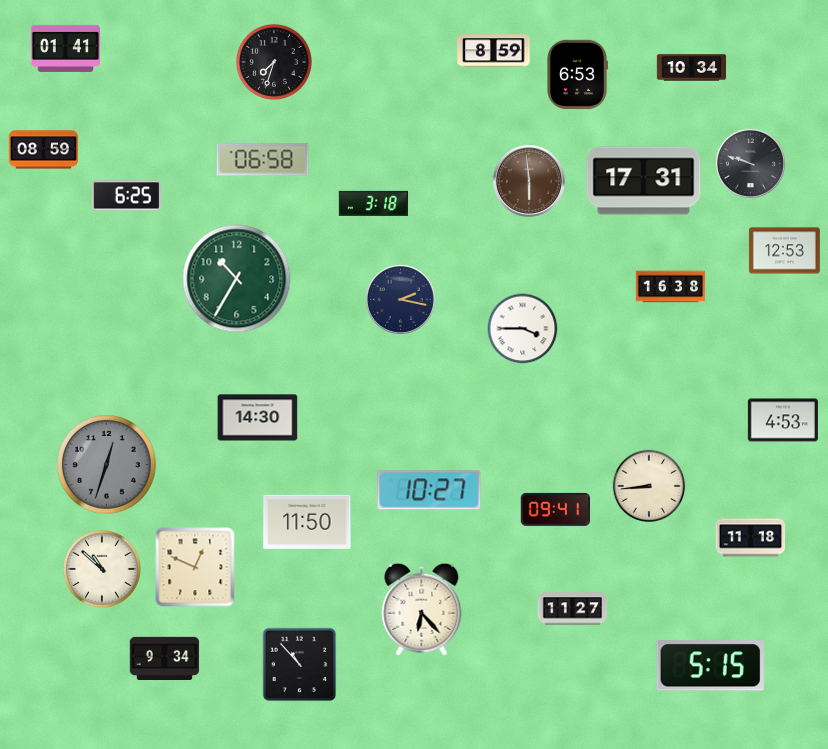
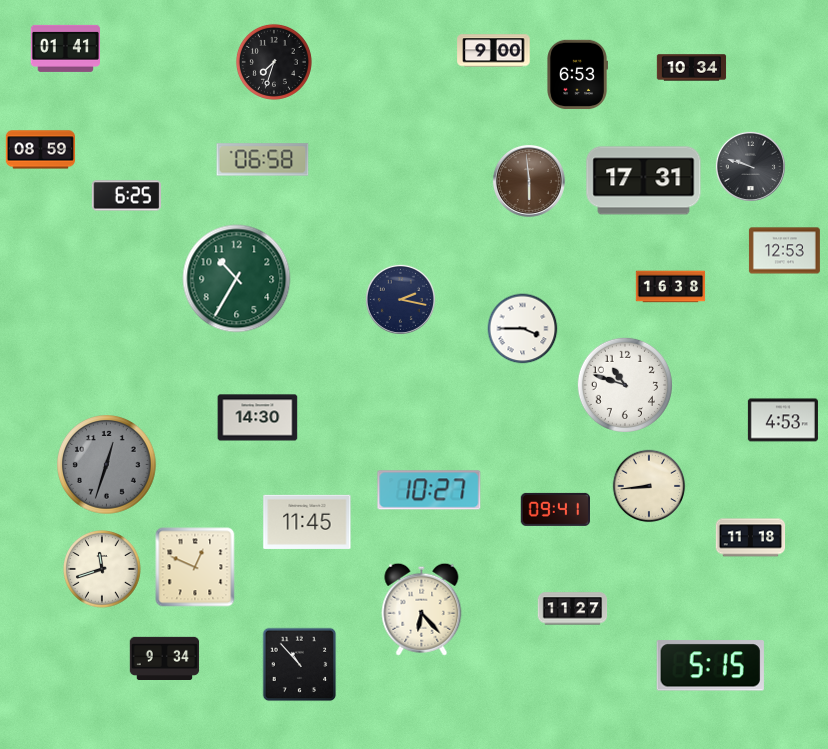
clock at (494, 51): 8:59 -> 9:00
clock at (44, 150) position: (44, 150) -> (41, 150)
clock at (750, 163) position: (750, 163) -> (750, 166)
clock at (373, 203): 3:18 -> none
clock at (625, 385): none -> 10:48
clock at (307, 522): 11:50 -> 11:45
clock at (102, 569): 10:52 -> 11:42
